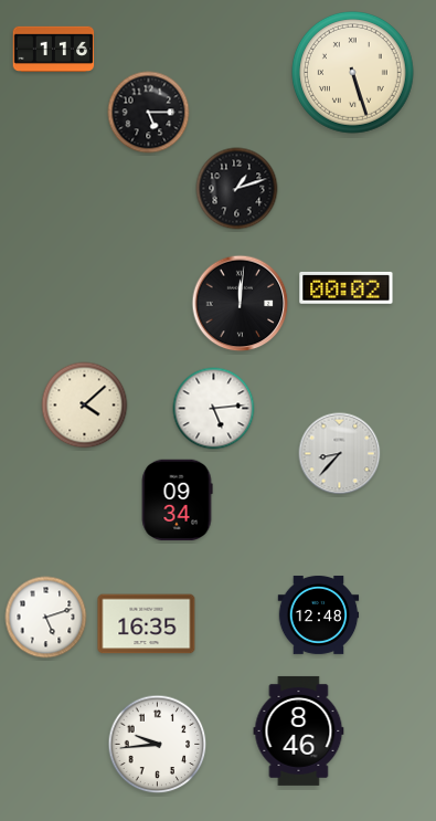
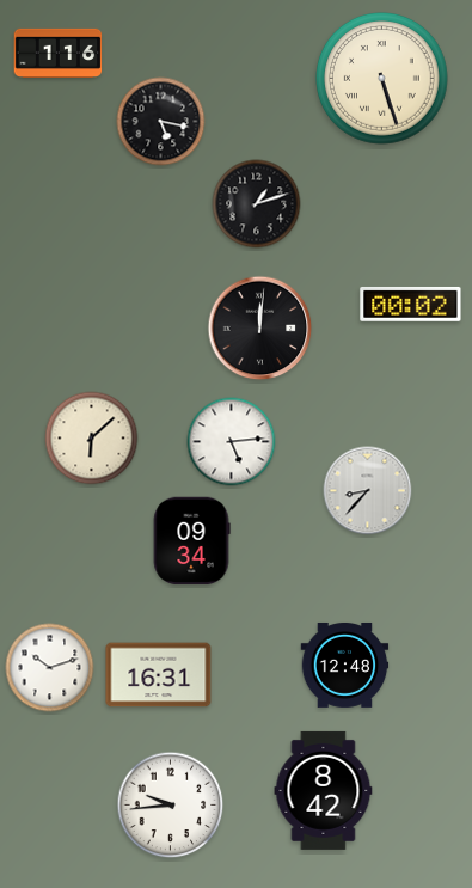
clock at (149, 113): 5:15 -> 5:17
clock at (347, 287) position: (347, 287) -> (411, 304)
clock at (85, 406): 4:08 -> 6:08
clock at (46, 618): 5:12 -> 10:12
clock at (147, 624): 16:35 -> 16:31
clock at (299, 730): 8:46 -> 8:42
